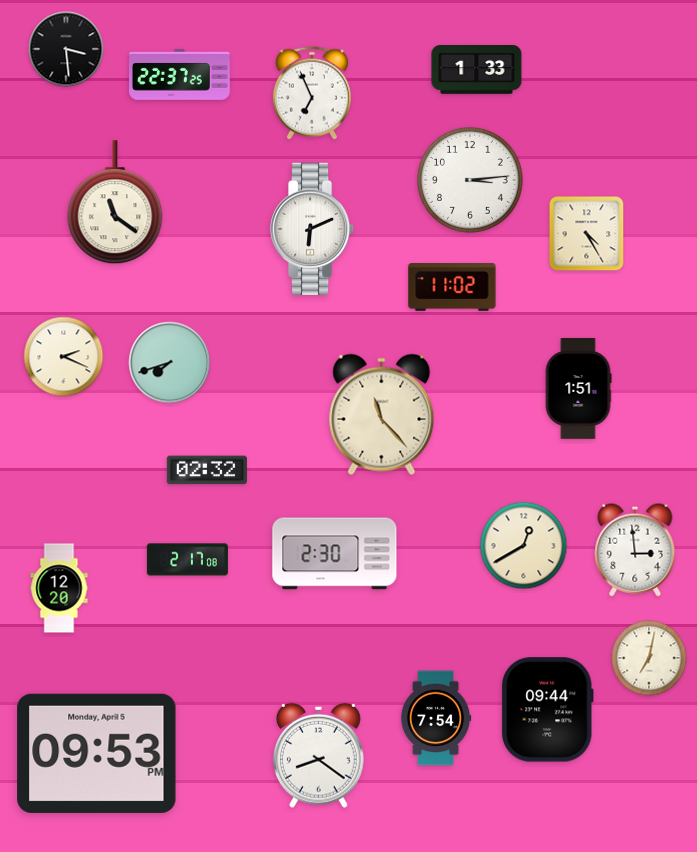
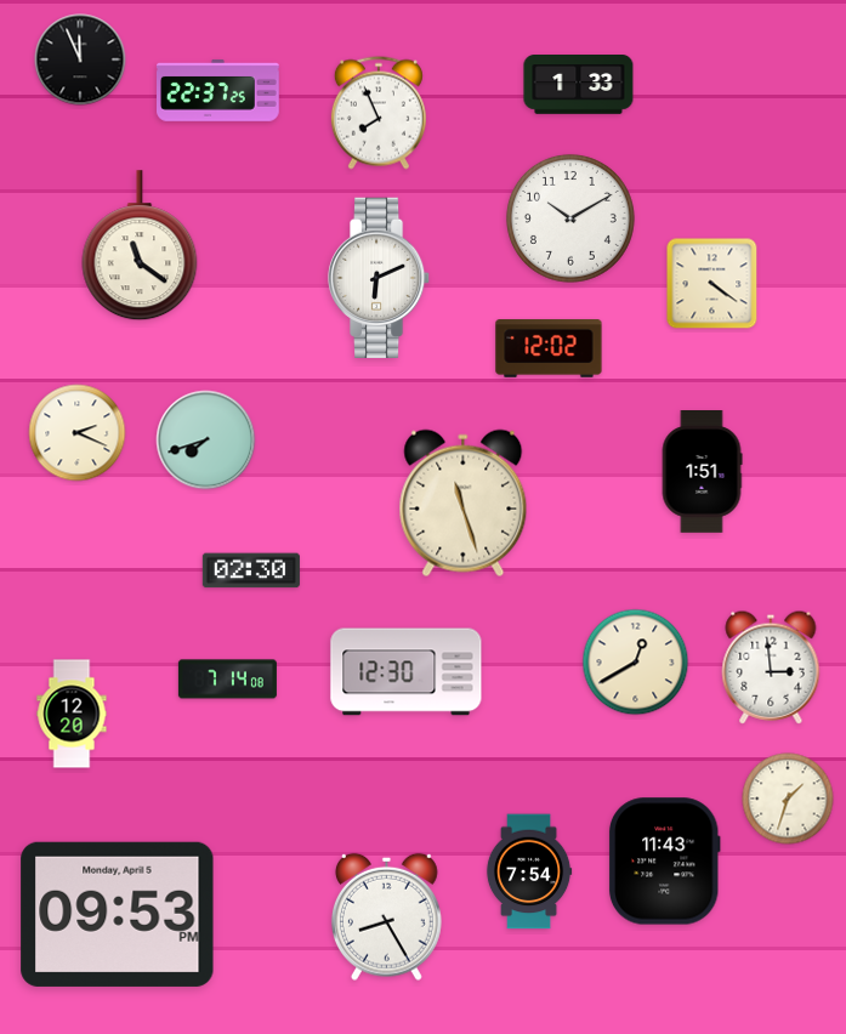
clock at (66, 49): 3:29 -> 11:56
clock at (312, 93): 6:56 -> 7:56
clock at (470, 180): 3:14 -> 10:10
clock at (587, 234): 4:25 -> 4:21
clock at (452, 287): 11:02 -> 12:02
clock at (382, 415): 11:23 -> 11:27
clock at (207, 470): 02:32 -> 02:30
clock at (335, 554): 2:30 -> 12:30
clock at (187, 560): 2:17 -> 7:14
clock at (649, 658): 7:02 -> 1:33
clock at (547, 710): 09:44 -> 11:43
clock at (318, 755): 8:21 -> 8:25
